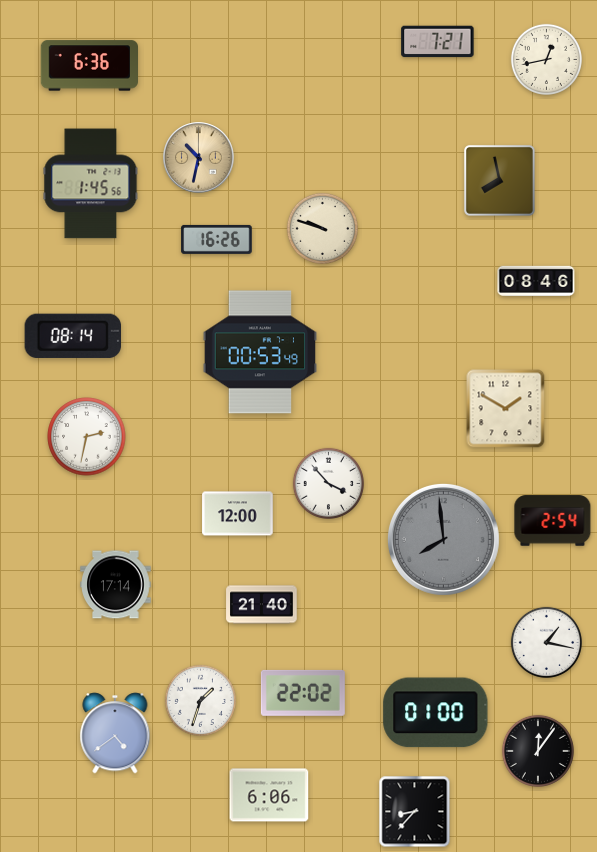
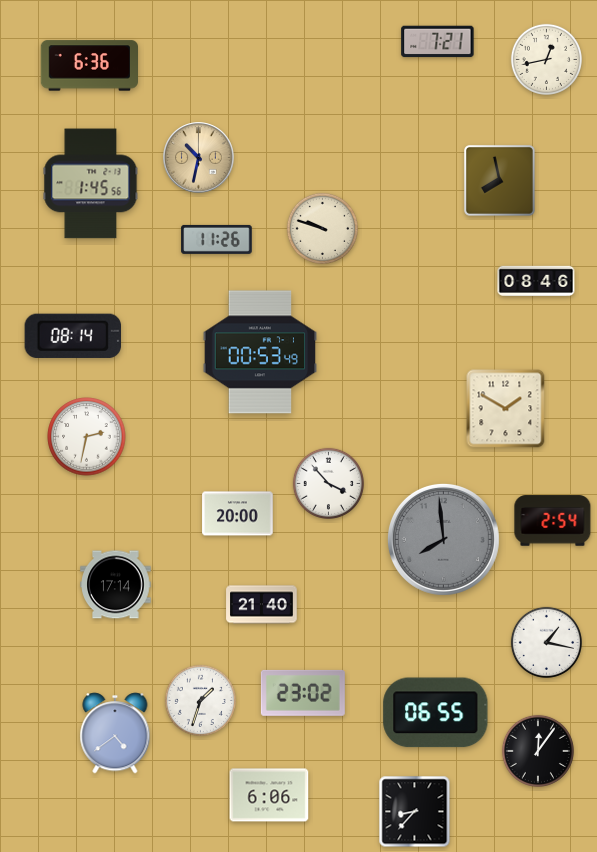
clock at (217, 239): 16:26 -> 11:26
clock at (238, 514): 12:00 -> 20:00
clock at (303, 693): 22:02 -> 23:02
clock at (436, 713): 01:00 -> 06:55
